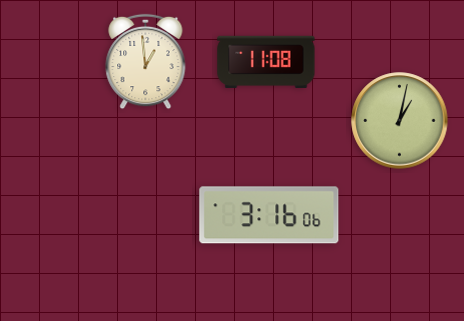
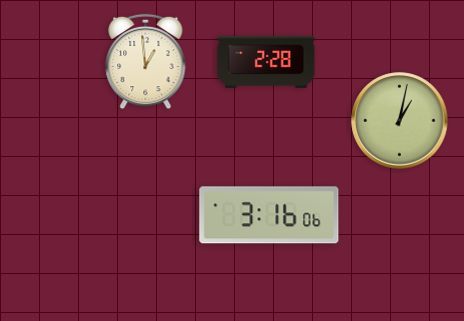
clock at (266, 62): 11:08 -> 2:28
